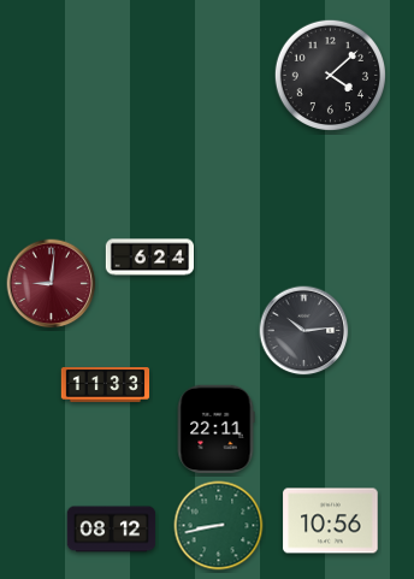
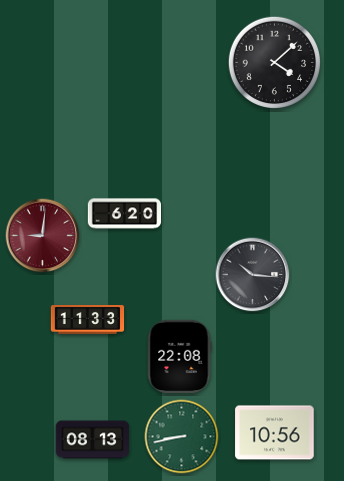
clock at (150, 258): 6:24 -> 6:20
clock at (304, 331): 10:14 -> 10:16
clock at (215, 429): 22:11 -> 22:08
clock at (112, 530): 08:12 -> 08:13
